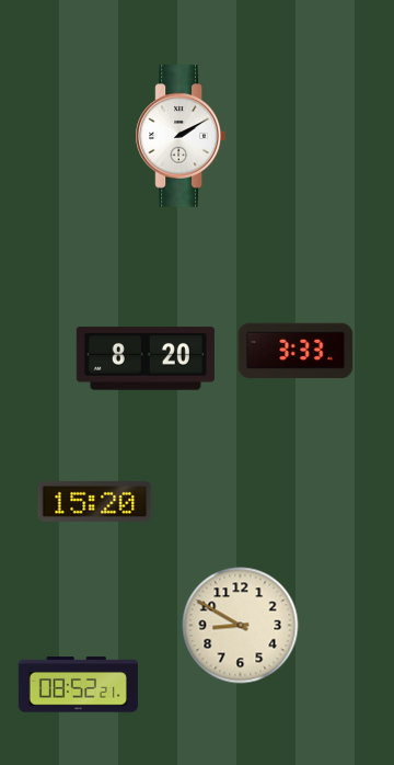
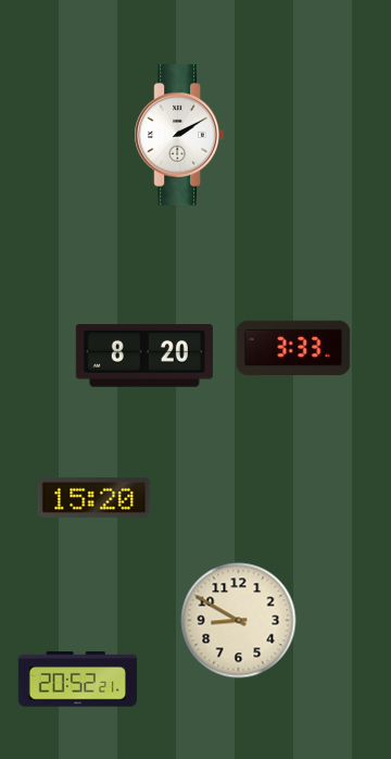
clock at (78, 685): 08:52 -> 20:52
